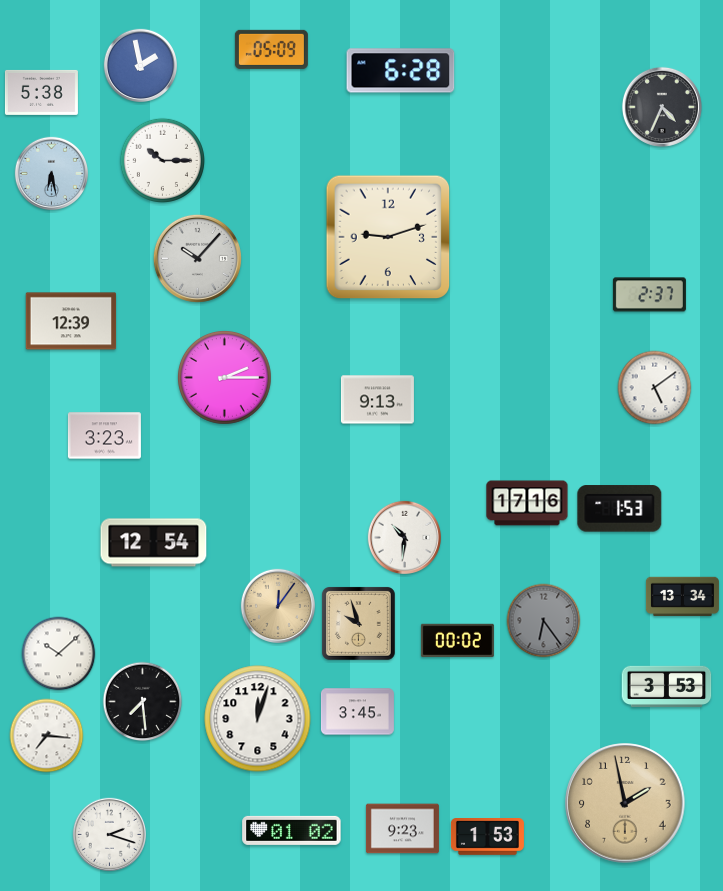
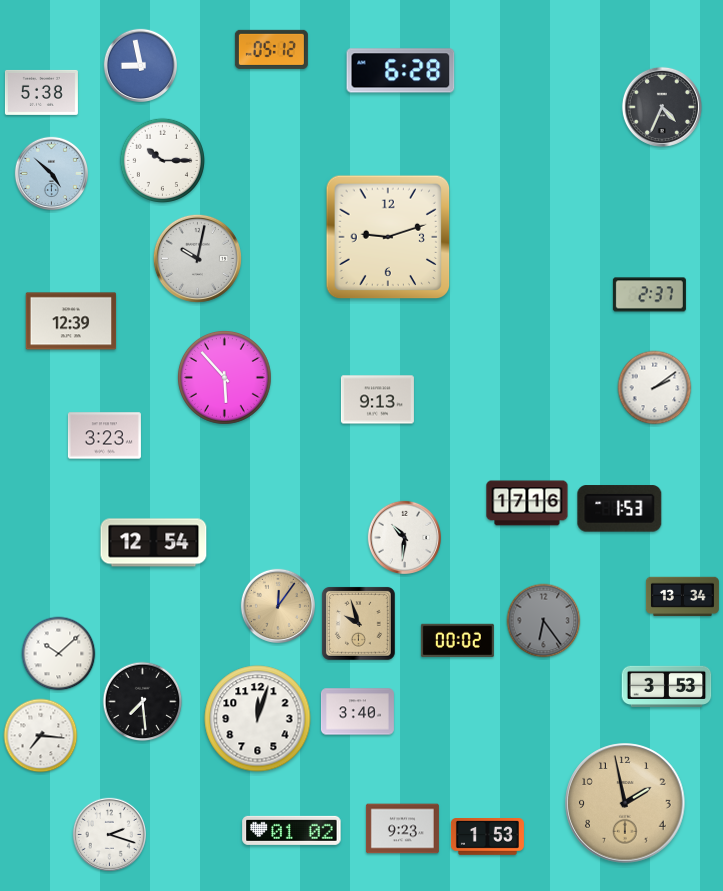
clock at (271, 49): 05:09 -> 05:12
clock at (140, 65): 1:58 -> 8:58
clock at (51, 173): 6:28 -> 4:52
clock at (197, 258): 10:07 -> 10:02
clock at (225, 378): 2:15 -> 5:53
clock at (655, 388): 5:09 -> 2:09
clock at (357, 712): 3:45 -> 3:40
clock at (47, 736) position: (47, 736) -> (41, 736)
